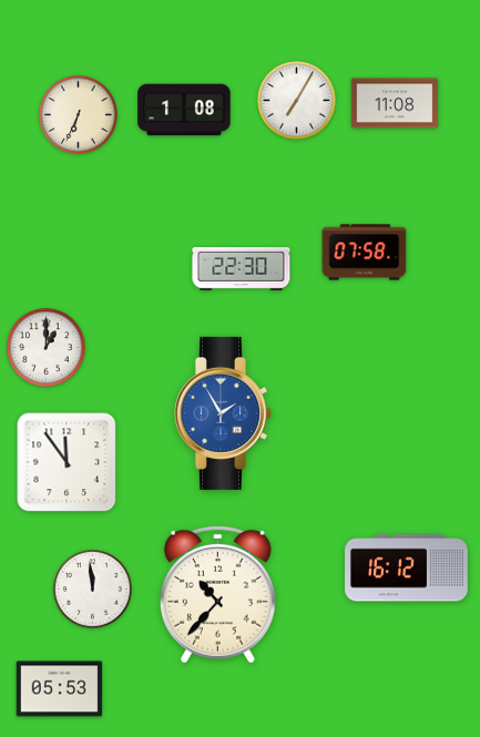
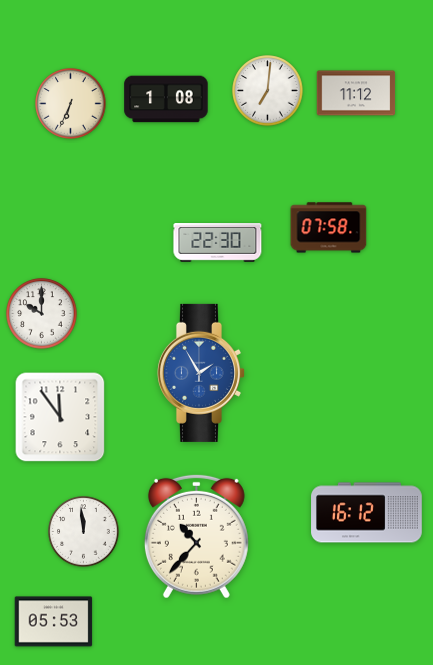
clock at (297, 101): 7:05 -> 7:01
clock at (395, 103): 11:08 -> 11:12
clock at (47, 348): 1:00 -> 10:00
